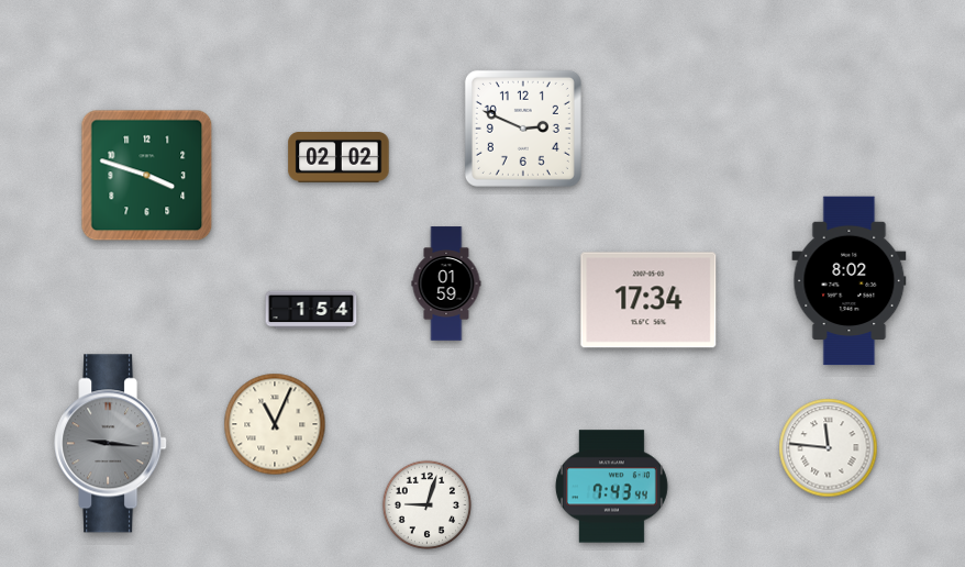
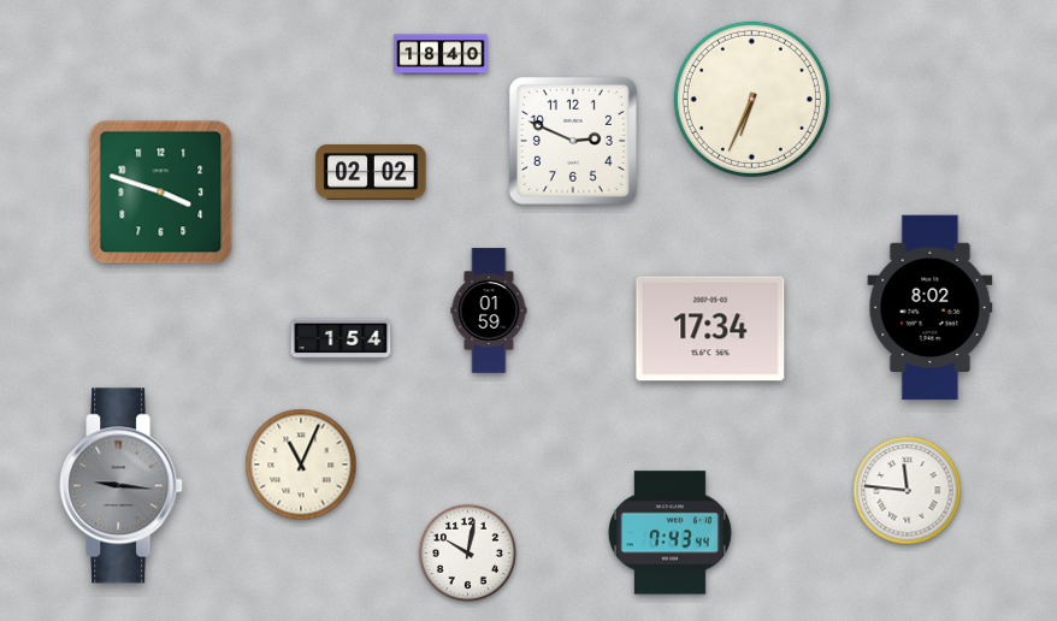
clock at (441, 54): none -> 18:40
clock at (751, 99): none -> 6:34
clock at (426, 504): 9:03 -> 10:02
